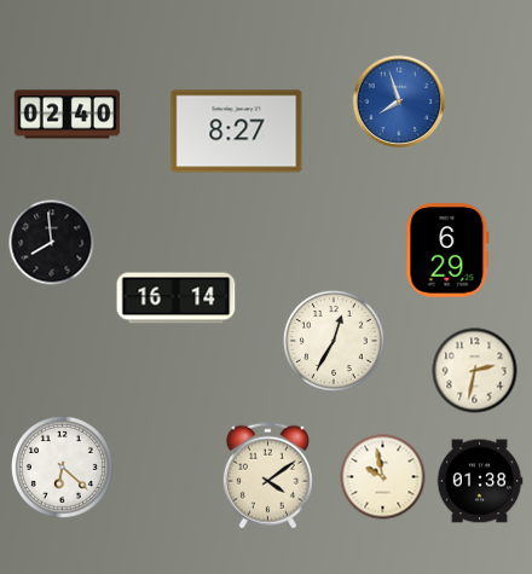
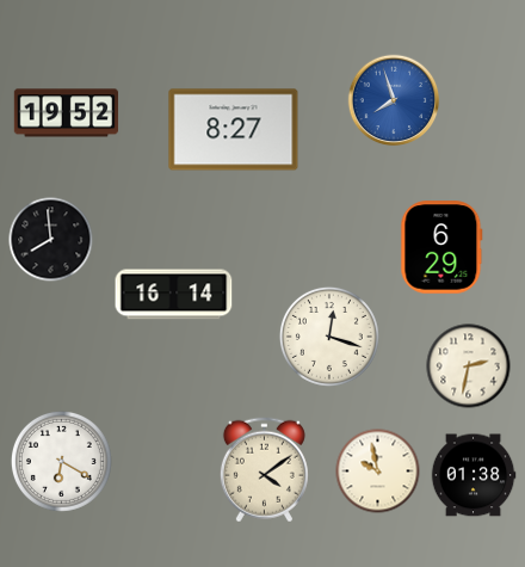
clock at (66, 115): 02:40 -> 19:52
clock at (334, 341): 12:35 -> 12:18
clock at (62, 466): 6:22 -> 6:20
